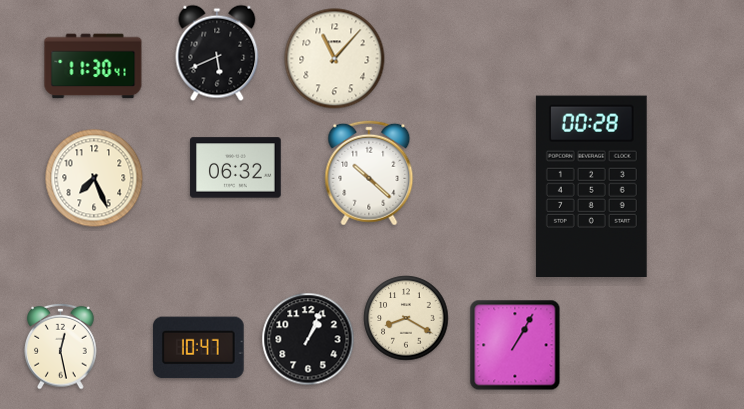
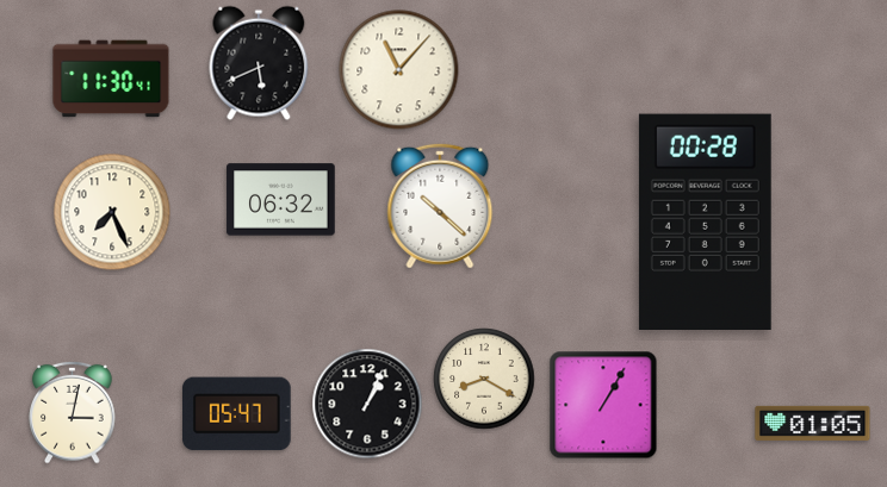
clock at (515, 345) position: (515, 345) -> (603, 405)
clock at (61, 346): 12:28 -> 3:02
clock at (199, 348): 10:47 -> 05:47
clock at (813, 423): none -> 01:05
